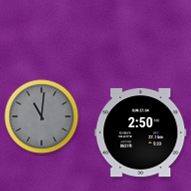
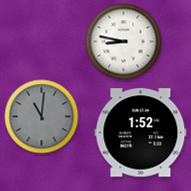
clock at (124, 42): none -> 8:47
clock at (141, 133): 2:50 -> 1:52
